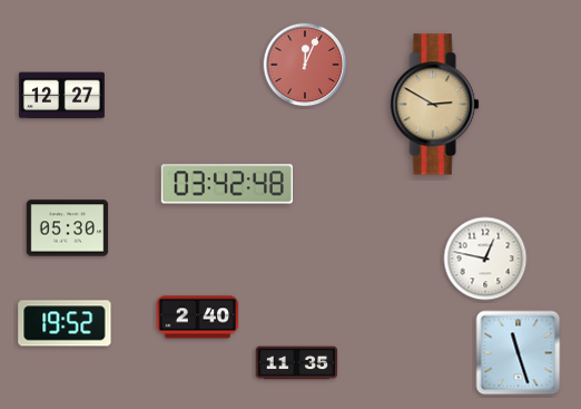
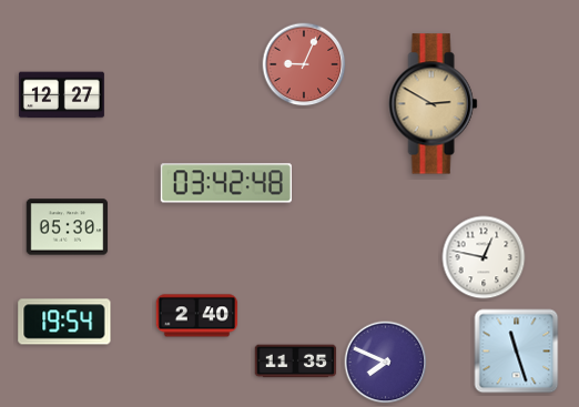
clock at (305, 65): 12:04 -> 9:04
clock at (65, 323): 19:52 -> 19:54
clock at (386, 363): none -> 7:49
